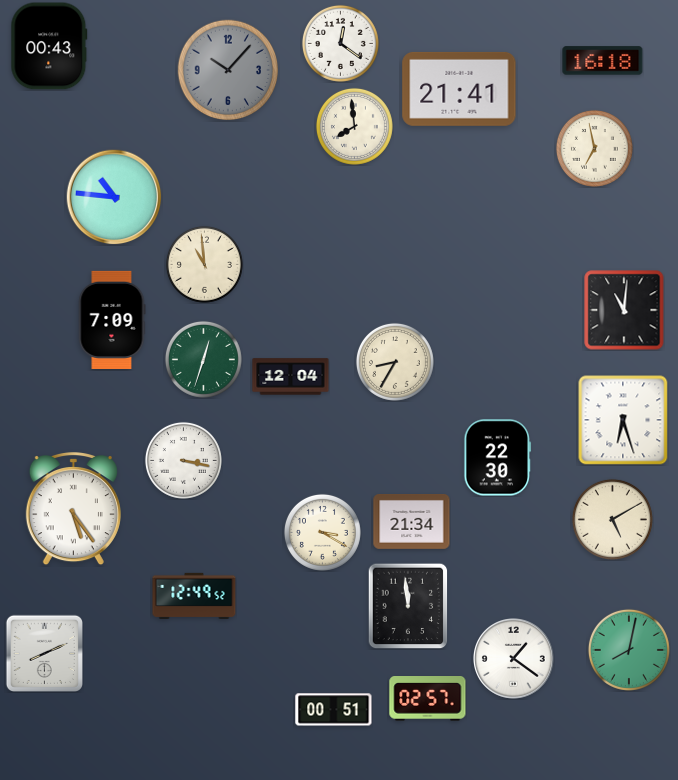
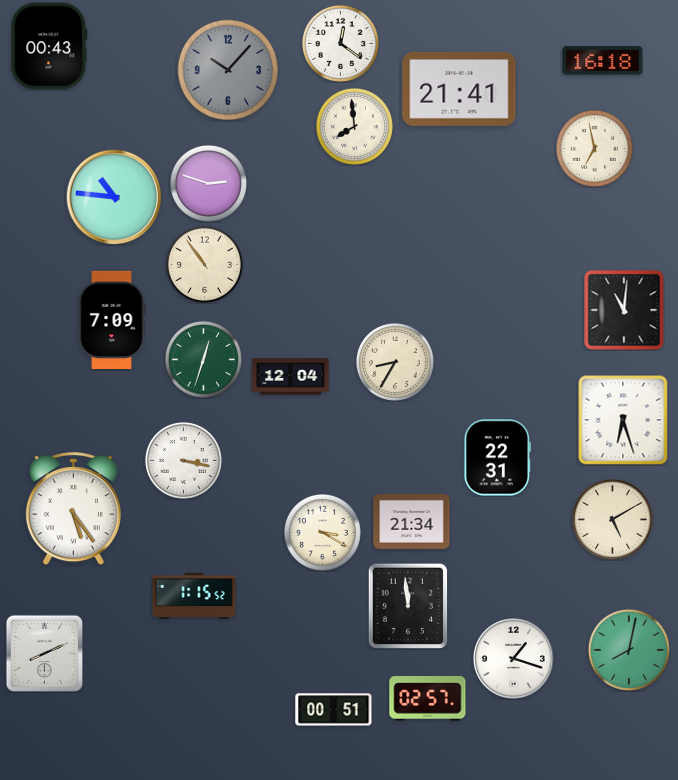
clock at (208, 183): none -> 2:48
clock at (204, 264): 10:59 -> 10:54
clock at (498, 458): 22:30 -> 22:31
clock at (194, 595): 12:49 -> 1:15
clock at (514, 659): 1:21 -> 1:18
